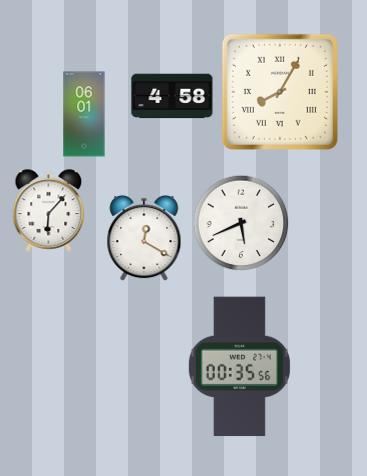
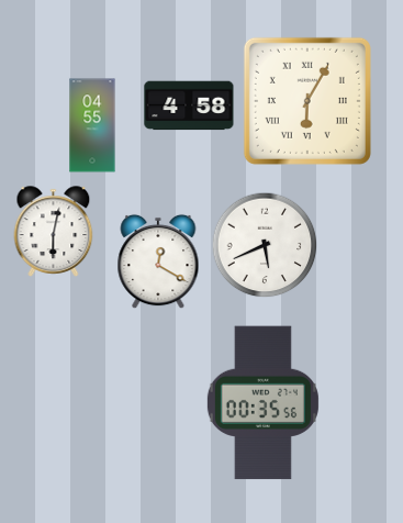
clock at (280, 92): 8:05 -> 6:05
clock at (84, 114): 06:01 -> 04:55
clock at (49, 211): 6:07 -> 6:02
